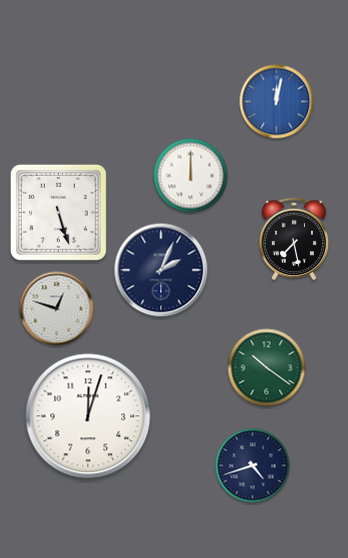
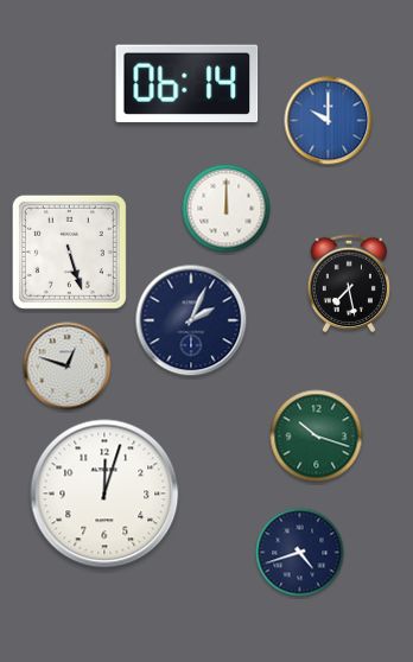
clock at (188, 84): none -> 06:14
clock at (277, 102): 12:02 -> 10:00
clock at (267, 368): 10:21 -> 10:18
